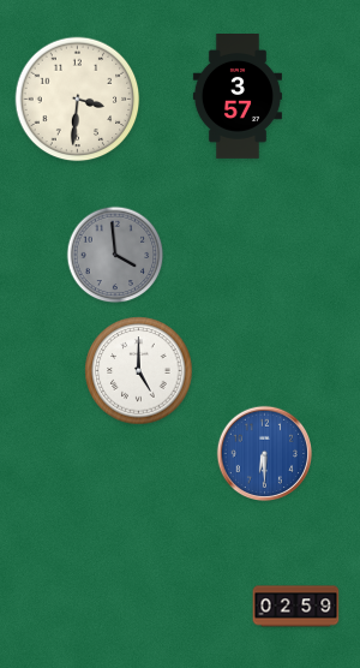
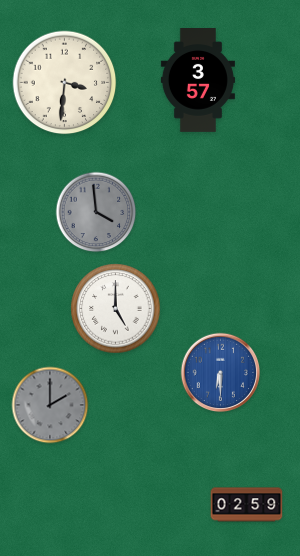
clock at (264, 453) position: (264, 453) -> (220, 372)
clock at (50, 405): none -> 2:00
